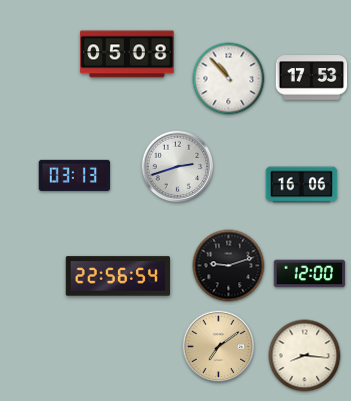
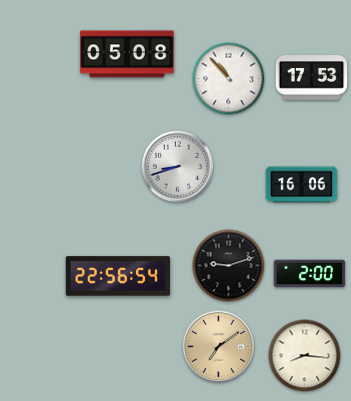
clock at (178, 167): 2:42 -> 8:42
clock at (75, 175): 03:13 -> none
clock at (310, 274): 12:00 -> 2:00
